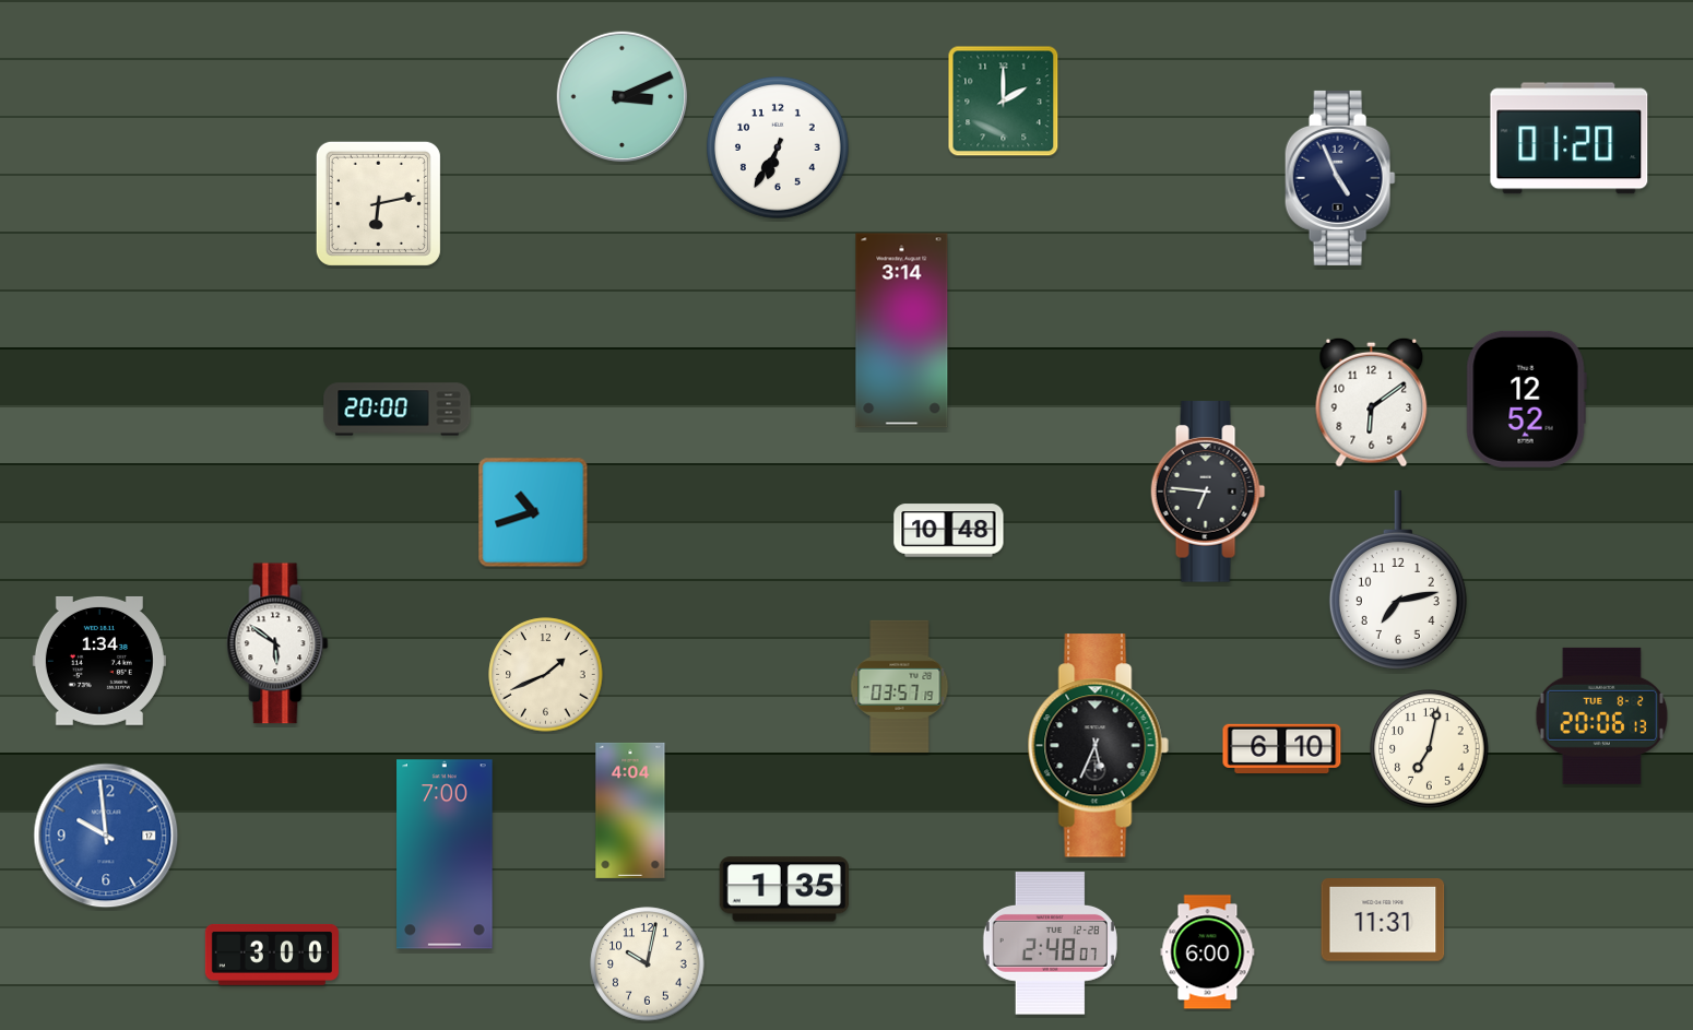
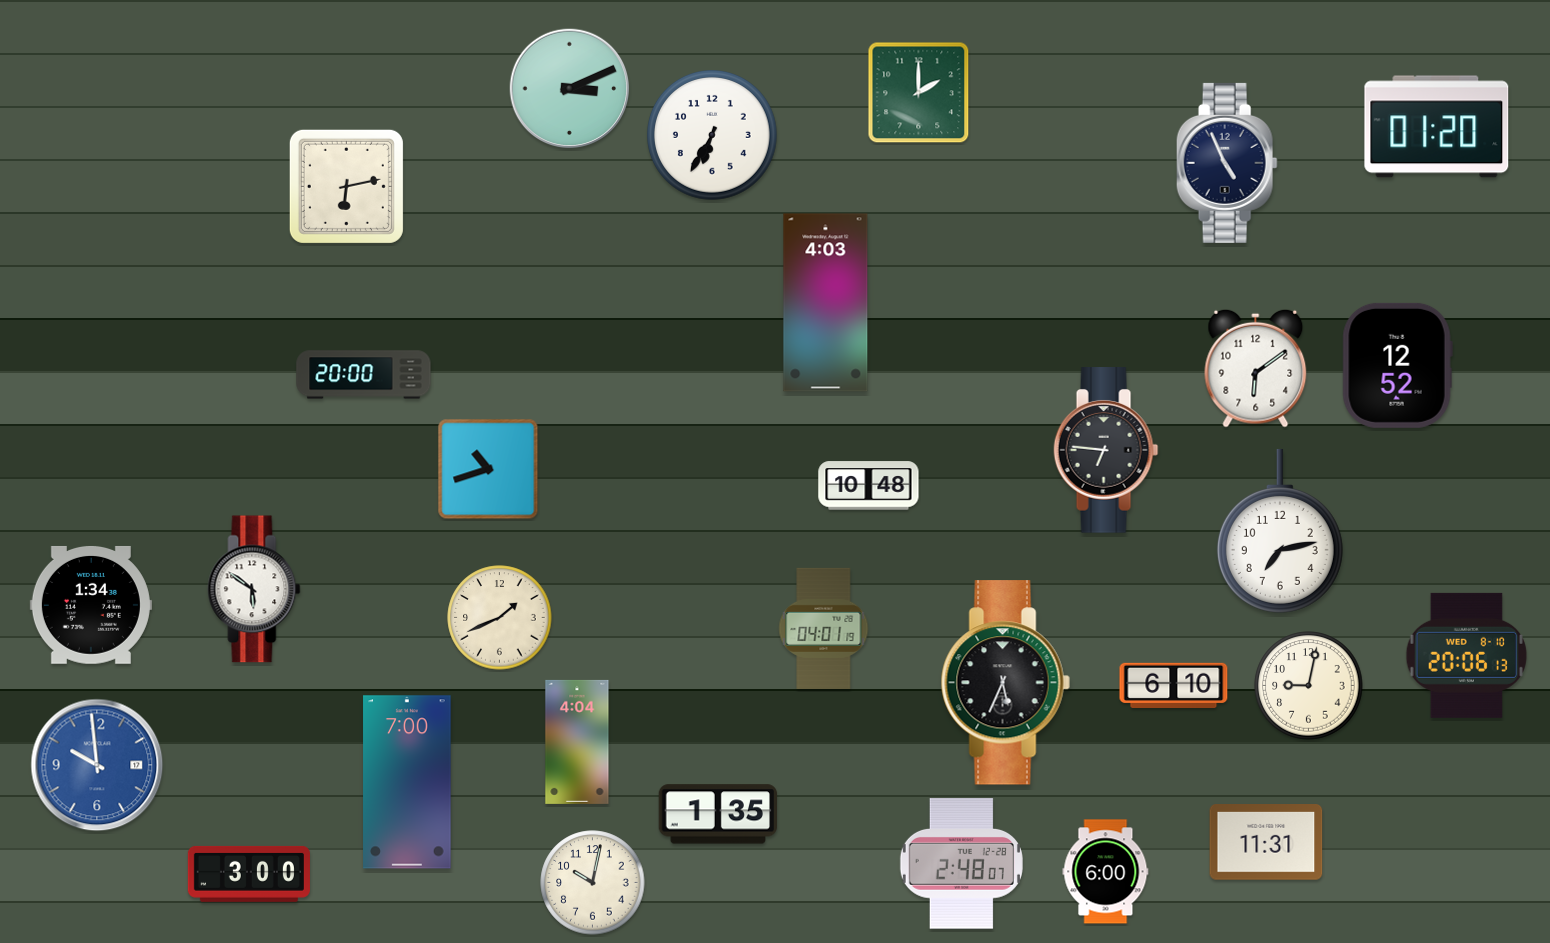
clock at (902, 331): 3:14 -> 4:03
clock at (900, 686): 03:57 -> 04:01
clock at (1601, 715) date: TUE 8-2 -> WED 8-10
clock at (1430, 749): 7:02 -> 9:02
